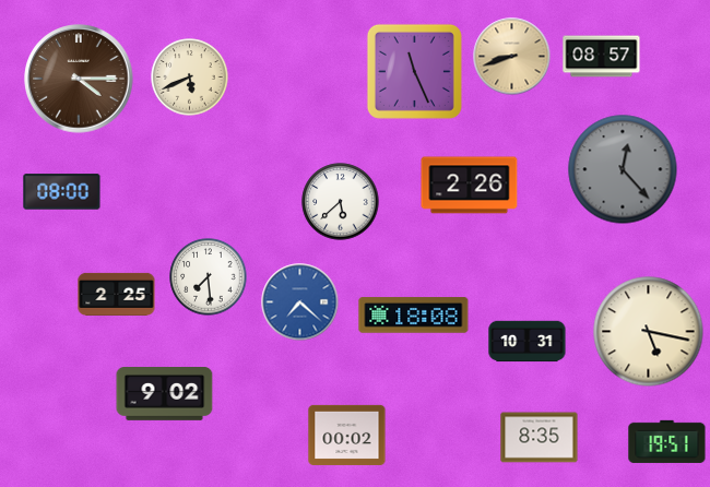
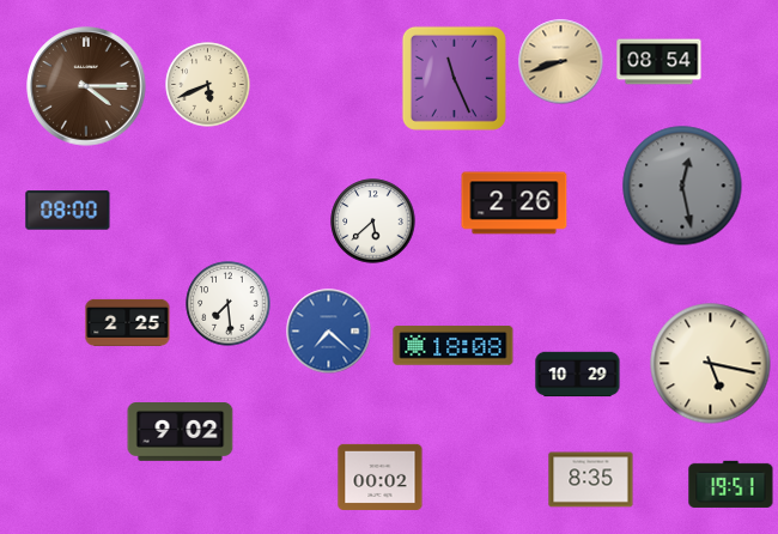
clock at (602, 57): 08:57 -> 08:54
clock at (623, 169): 12:23 -> 12:28
clock at (528, 342): 10:31 -> 10:29
